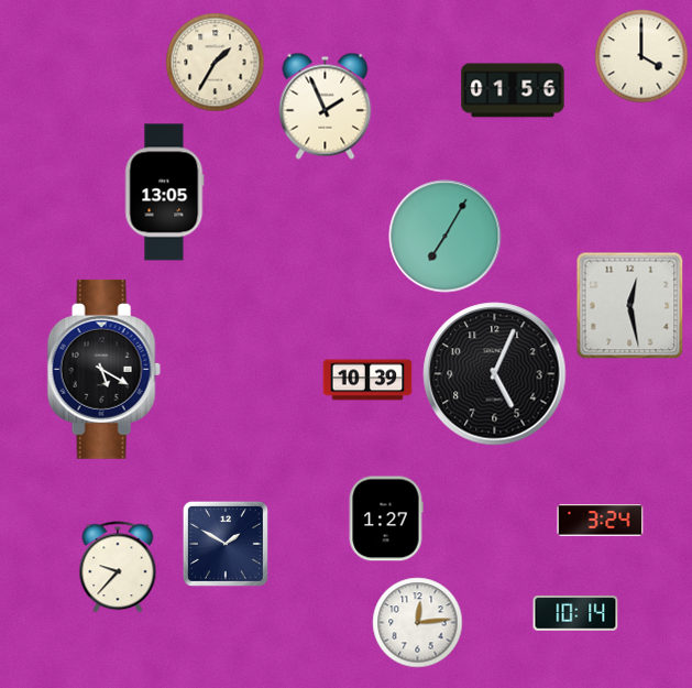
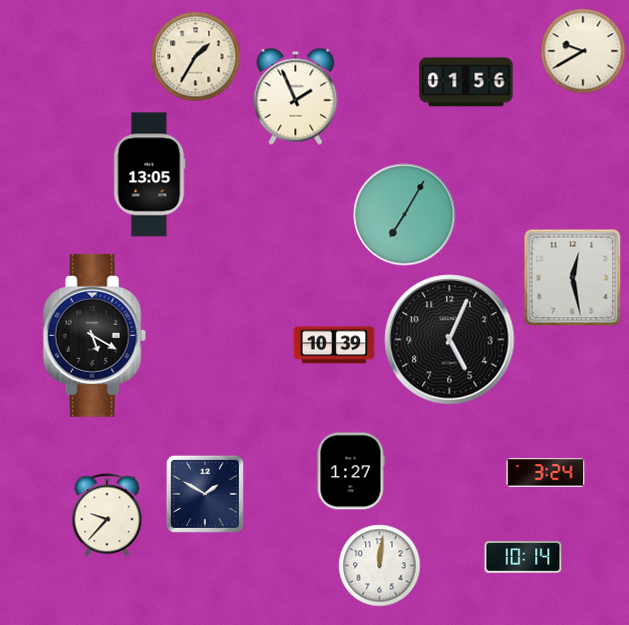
clock at (641, 56): 4:00 -> 9:40
clock at (418, 623): 12:14 -> 12:01
